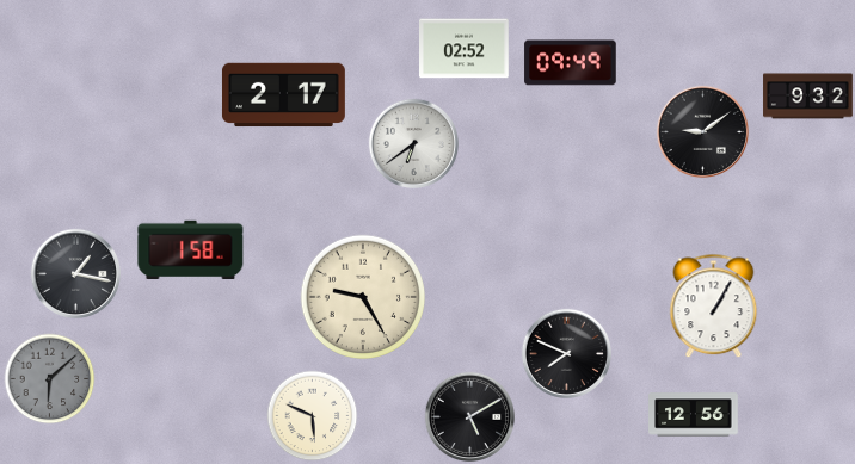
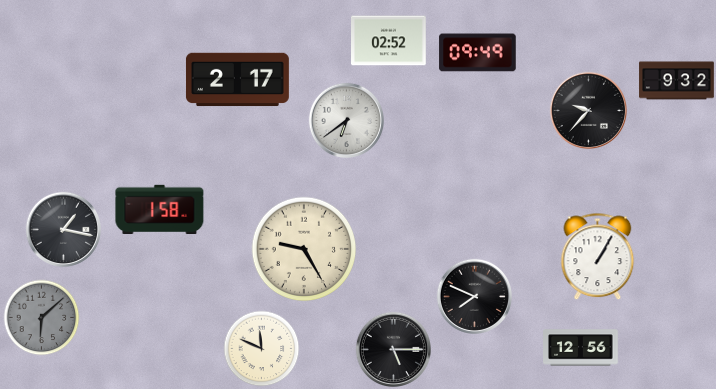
clock at (702, 131): 9:09 -> 9:37
clock at (313, 416): 5:49 -> 11:49
clock at (469, 416): 5:10 -> 5:15
